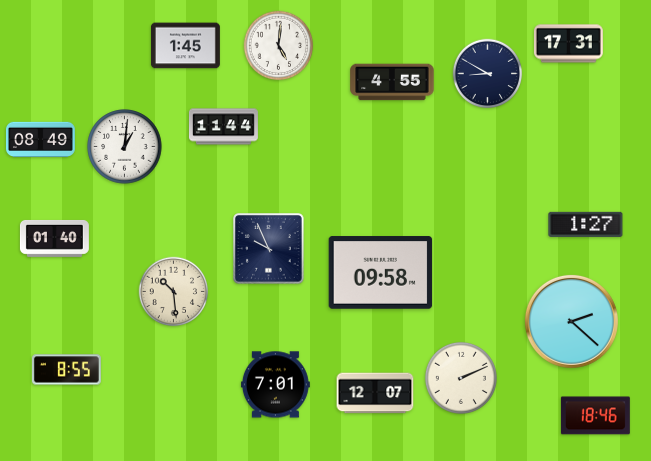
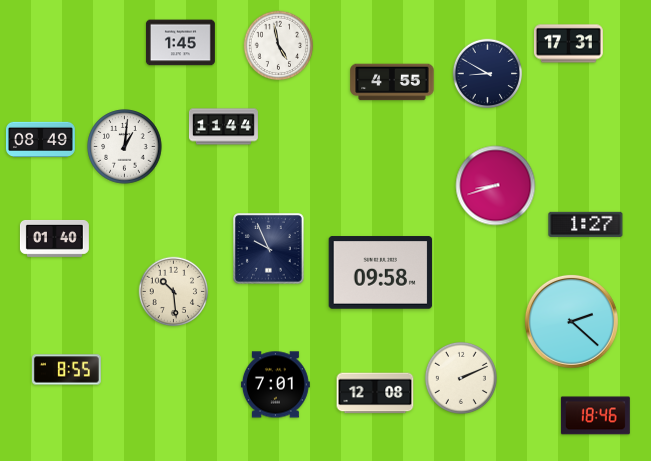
clock at (185, 46) position: (185, 46) -> (180, 43)
clock at (279, 46): 5:01 -> 4:58
clock at (496, 186): none -> 8:42
clock at (375, 393): 12:07 -> 12:08
